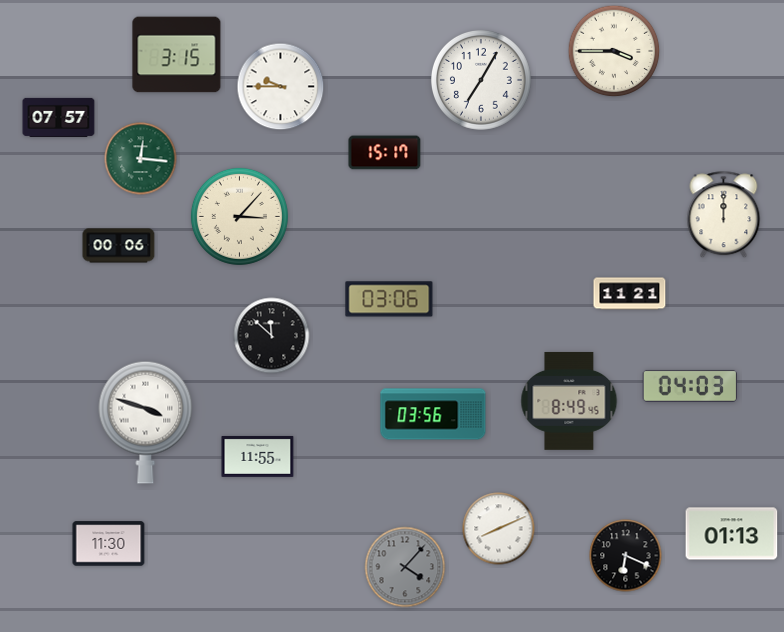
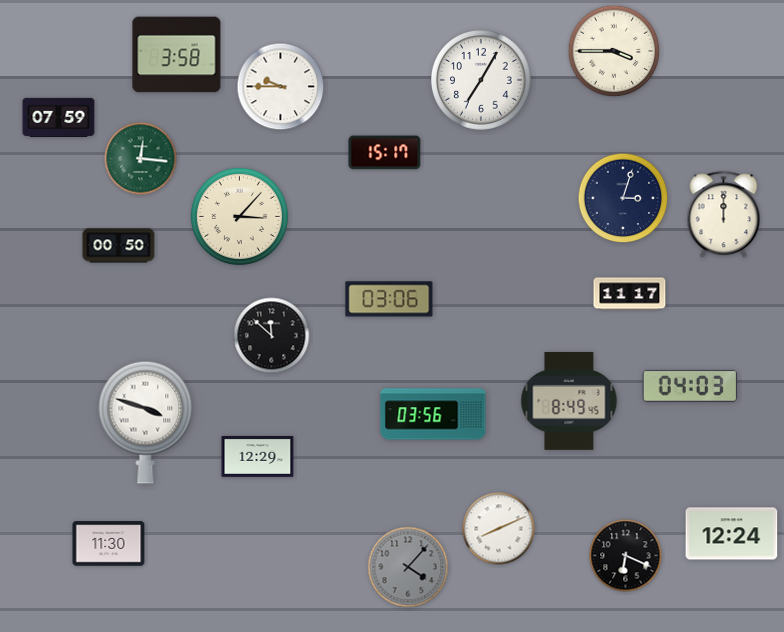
clock at (177, 55): 3:15 -> 3:58
clock at (59, 117): 07:57 -> 07:59
clock at (623, 198): none -> 3:03
clock at (119, 246): 00:06 -> 00:50
clock at (630, 294): 11:21 -> 11:17
clock at (258, 456): 11:55 -> 12:29
clock at (732, 534): 01:13 -> 12:24
clock at (405, 567) position: (405, 567) -> (408, 567)
